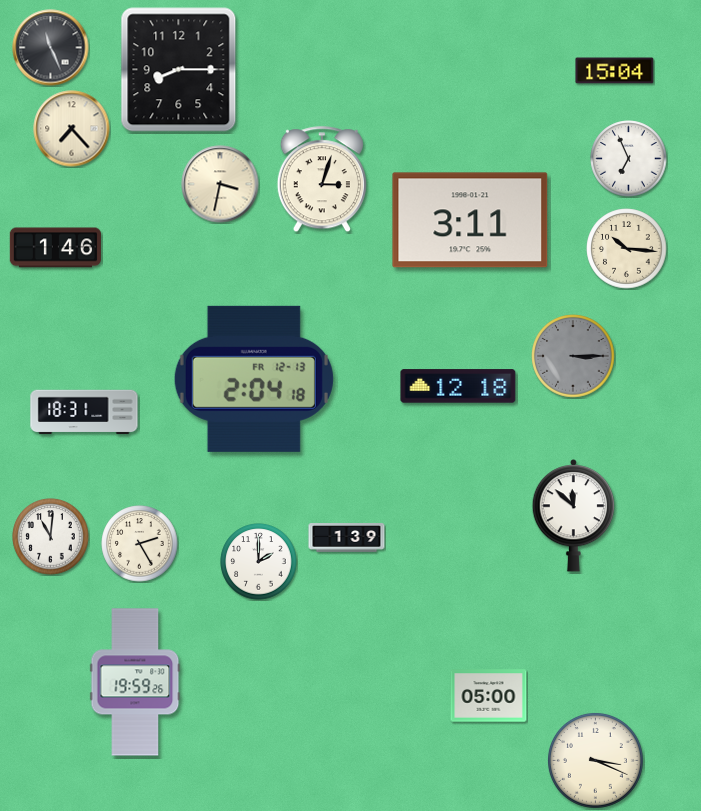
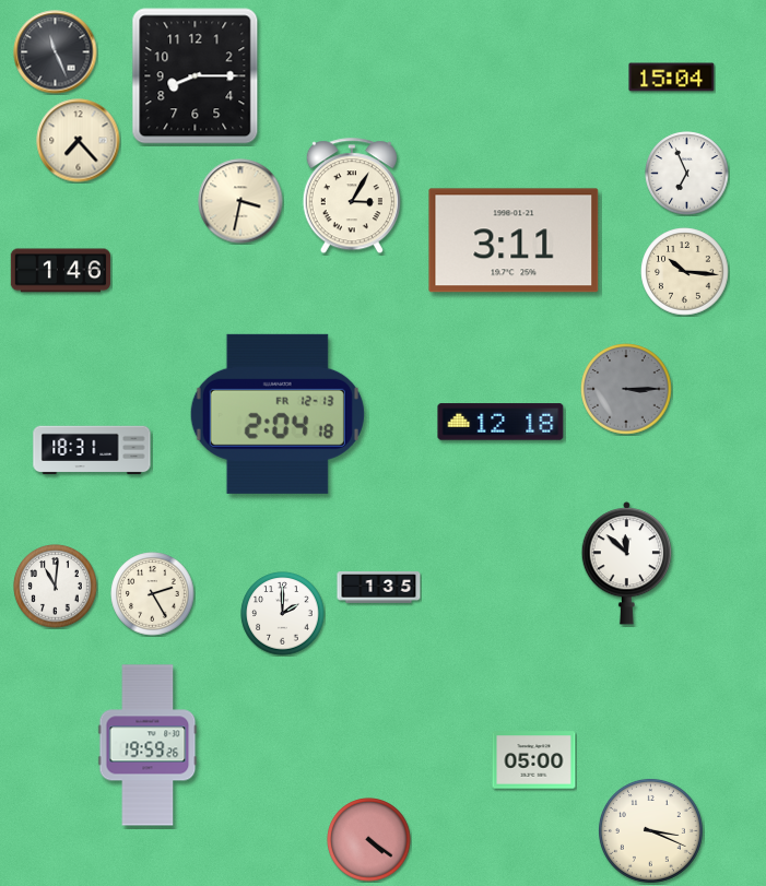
clock at (322, 180): 3:03 -> 3:05
clock at (347, 538): 1:39 -> 1:35
clock at (369, 840): none -> 4:21
